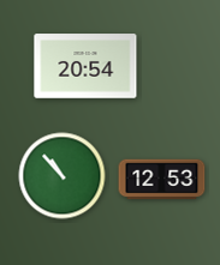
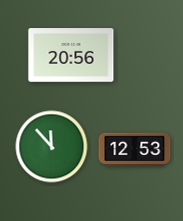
clock at (85, 66): 20:54 -> 20:56
clock at (63, 176): 10:53 -> 11:53
